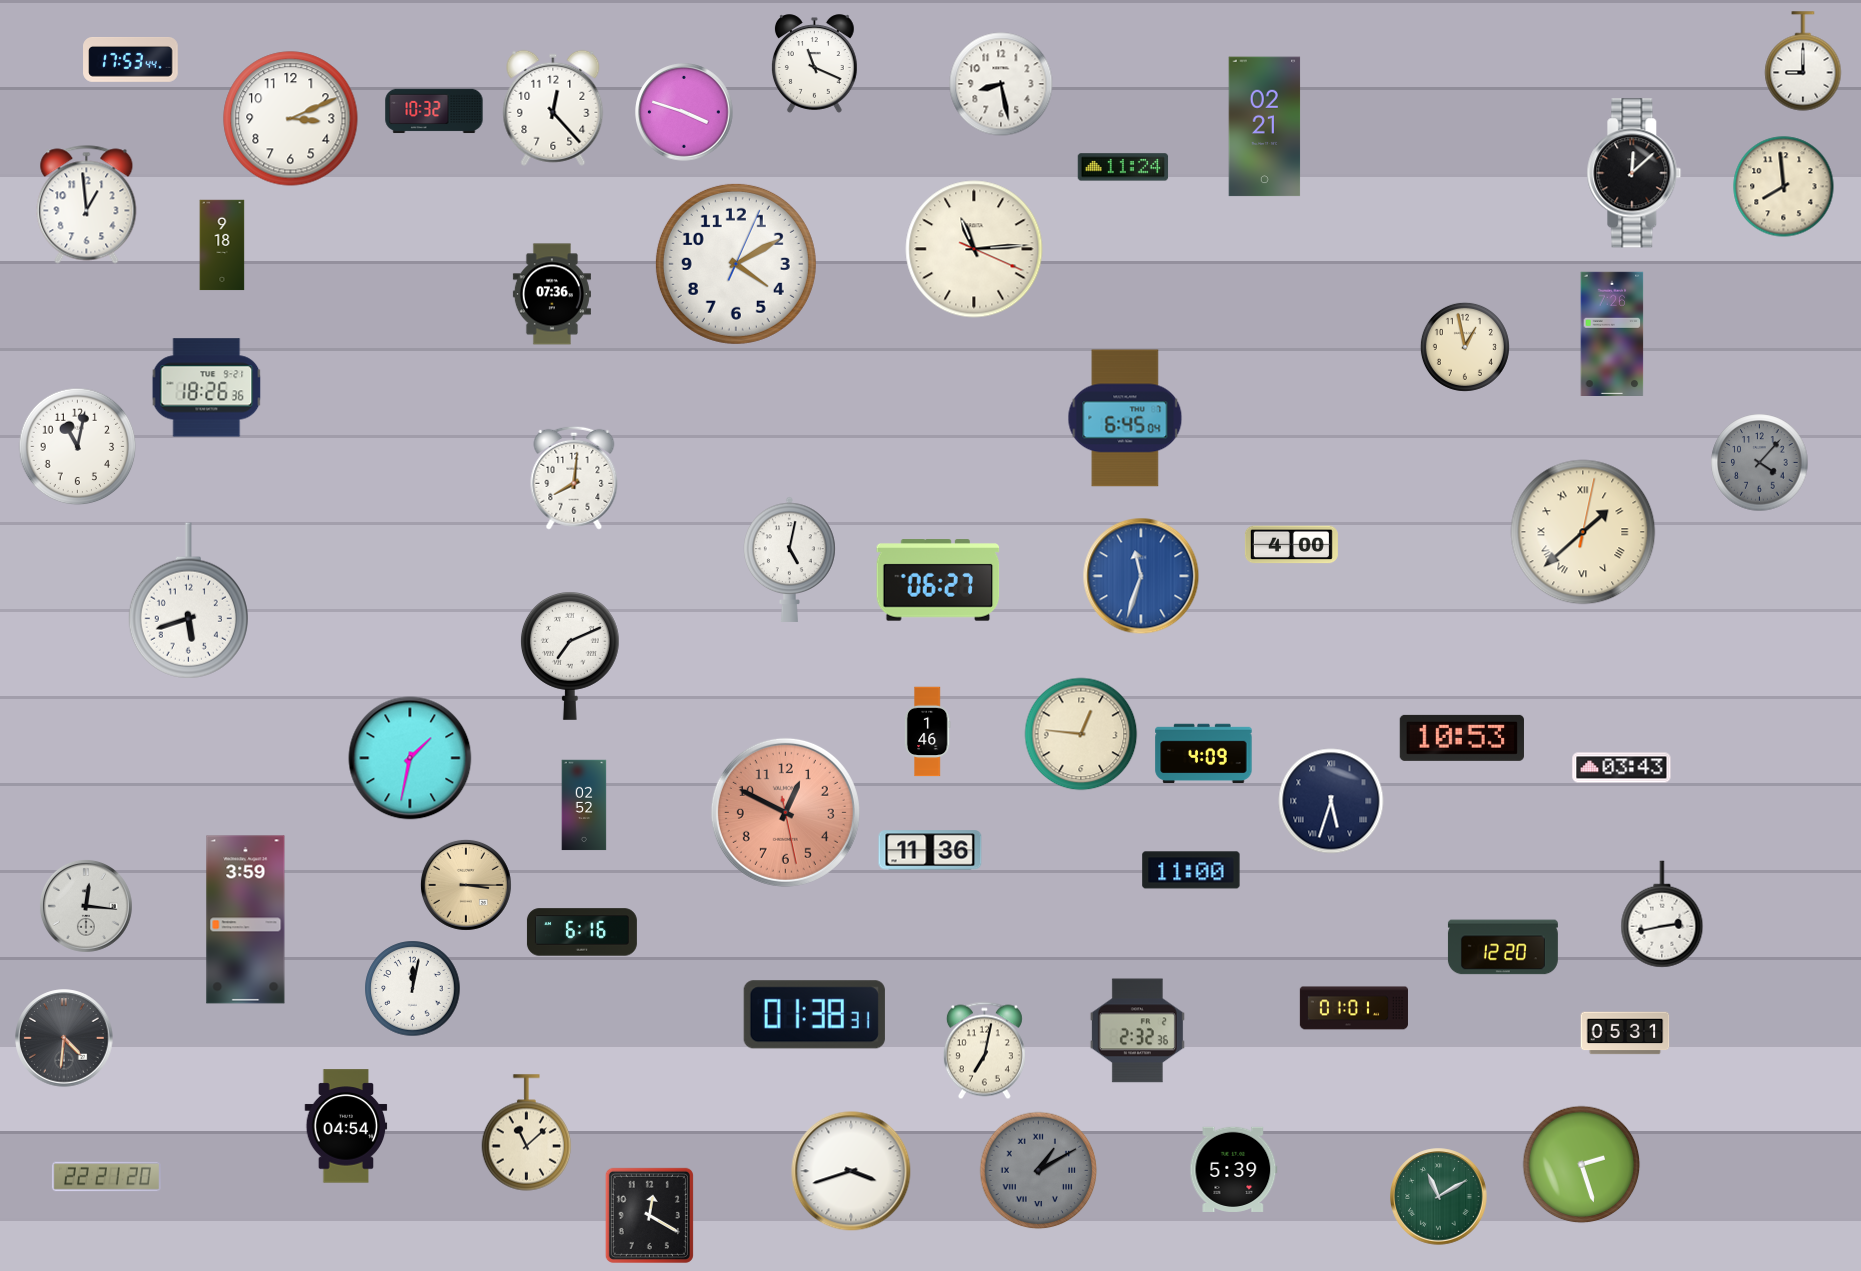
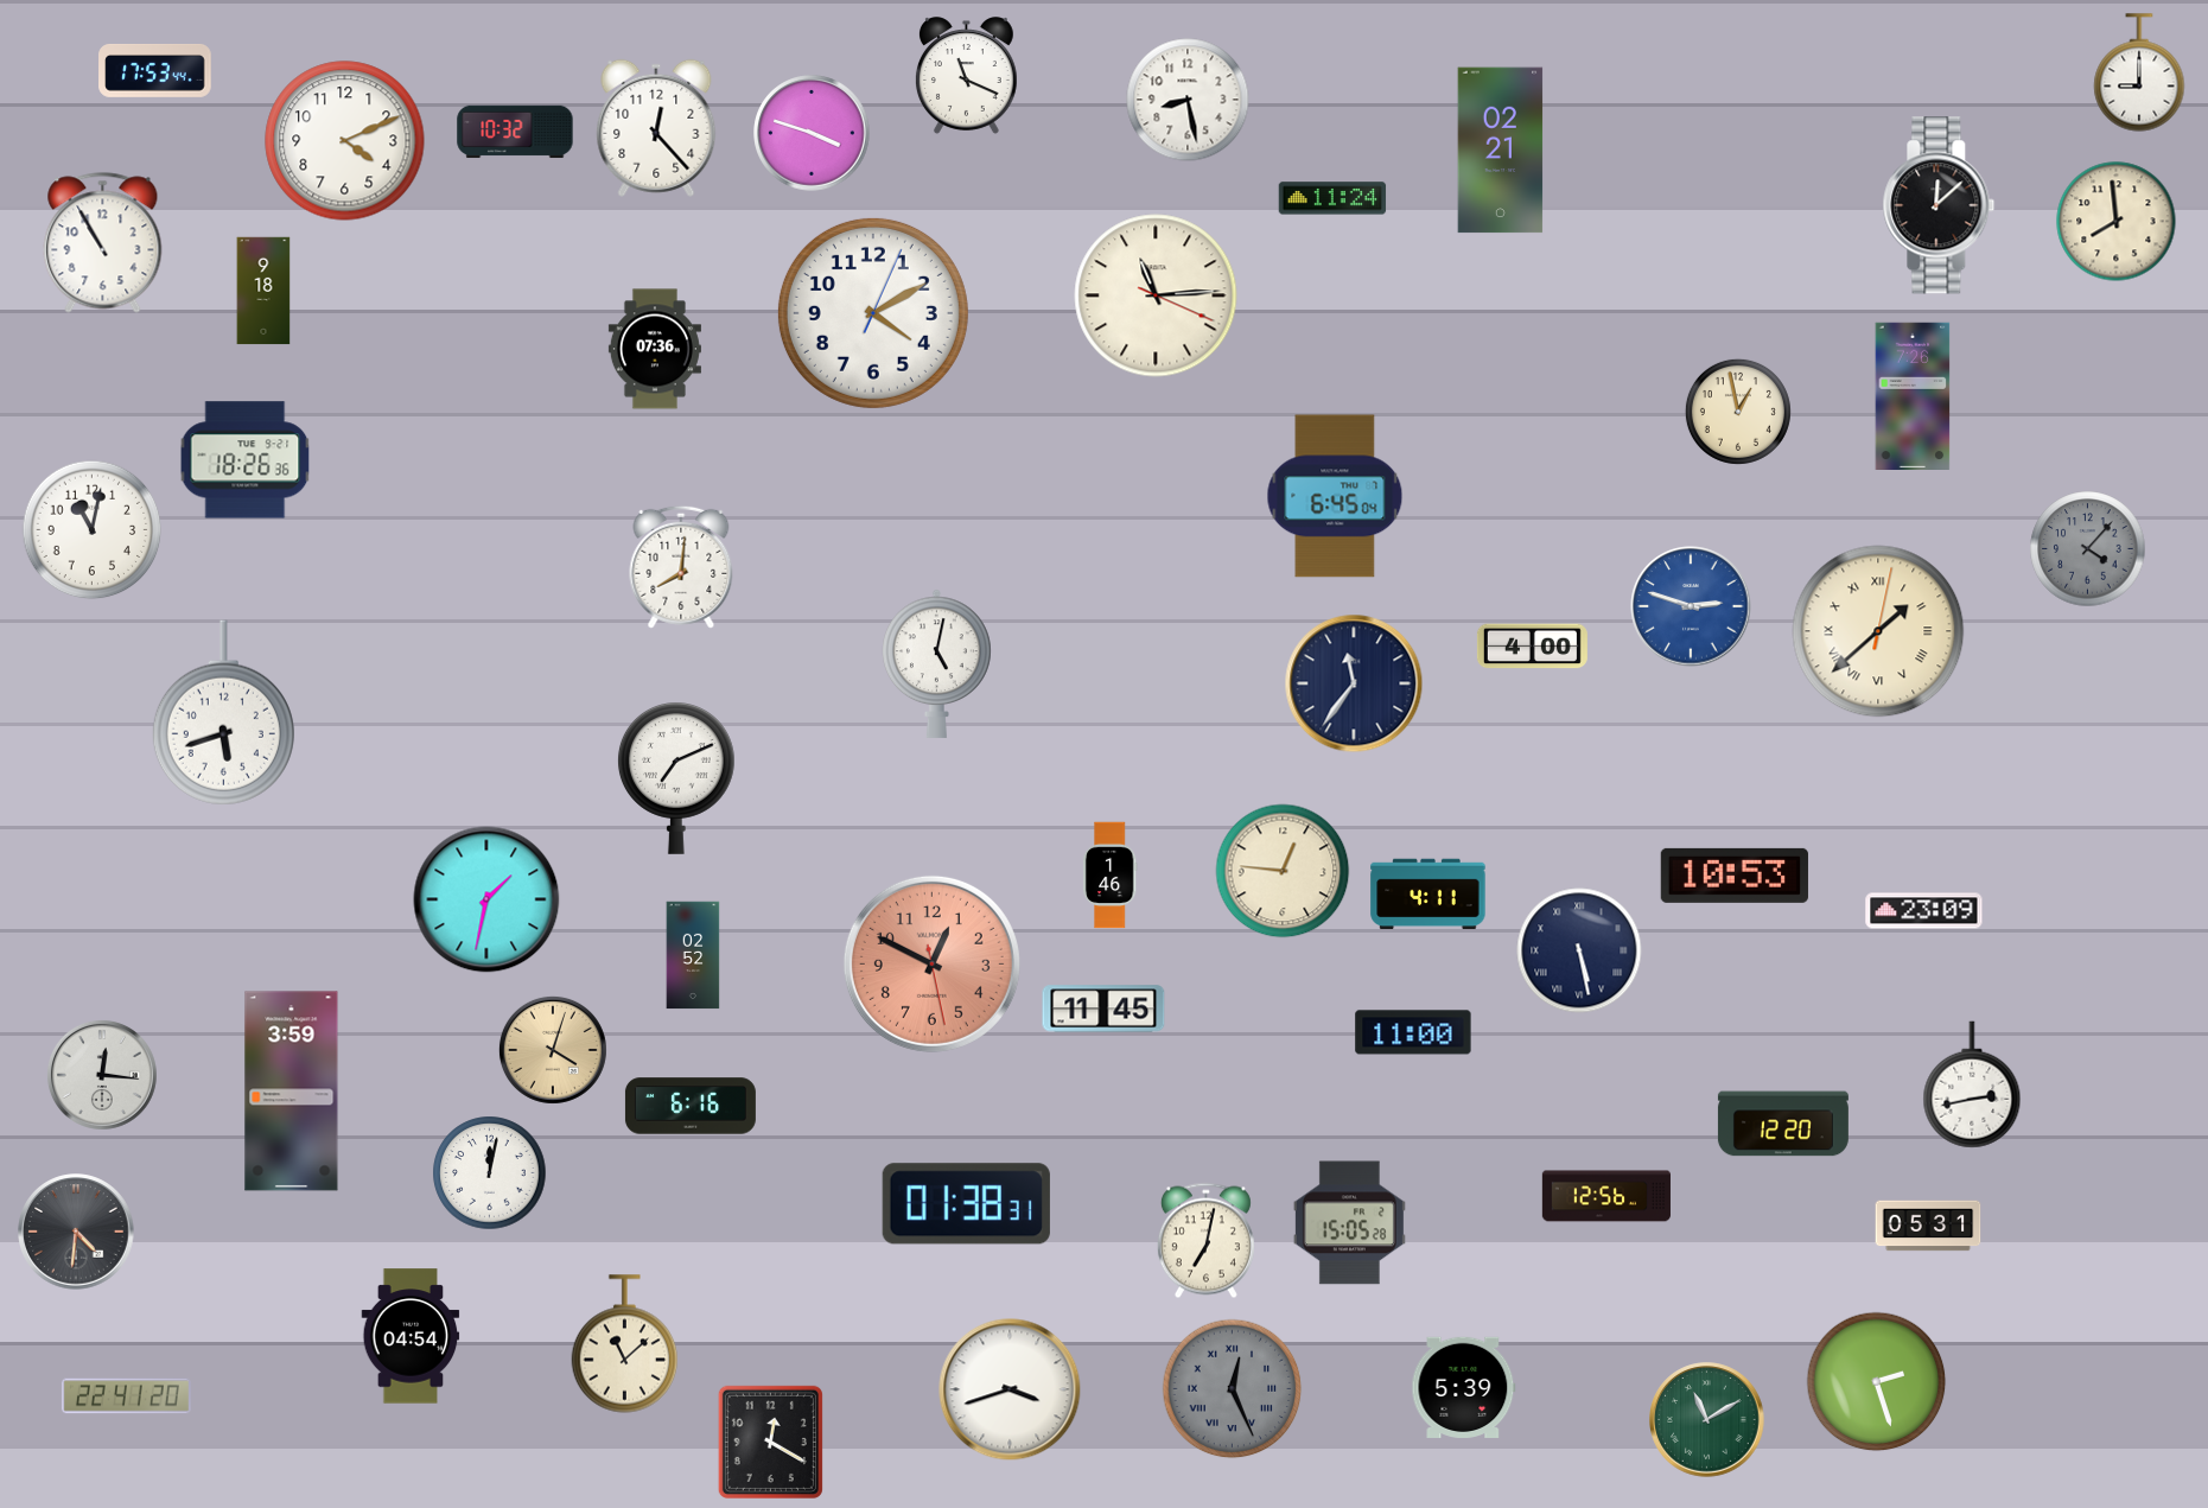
clock at (291, 119): 3:11 -> 4:11
clock at (87, 205): 12:59 -> 10:55
clock at (1691, 606): none -> 2:48
clock at (1141, 576): 11:33 -> 11:36
clock at (1141, 576) dial: blue -> navy
clock at (938, 580): 06:27 -> none
clock at (927, 732) position: (927, 732) -> (1109, 876)
clock at (1204, 754): 4:09 -> 4:11
clock at (1622, 768): 03:43 -> 23:09
clock at (1331, 801): 5:33 -> 5:28
clock at (930, 850): 11:36 -> 11:45
clock at (466, 885): 3:15 -> 4:03
clock at (1354, 1008): 01:01 -> 12:56
clock at (1137, 1031): 2:32 -> 15:05
clock at (984, 1051) position: (984, 1051) -> (1205, 1241)
clock at (1039, 1171): 1:10 -> 12:26
clock at (106, 1177): 22:21 -> 22:41
